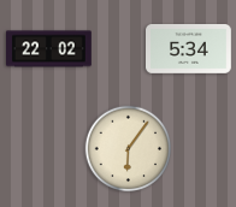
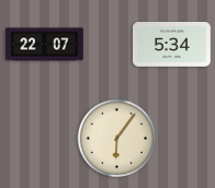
clock at (49, 49): 22:02 -> 22:07
clock at (129, 149) position: (129, 149) -> (117, 139)
